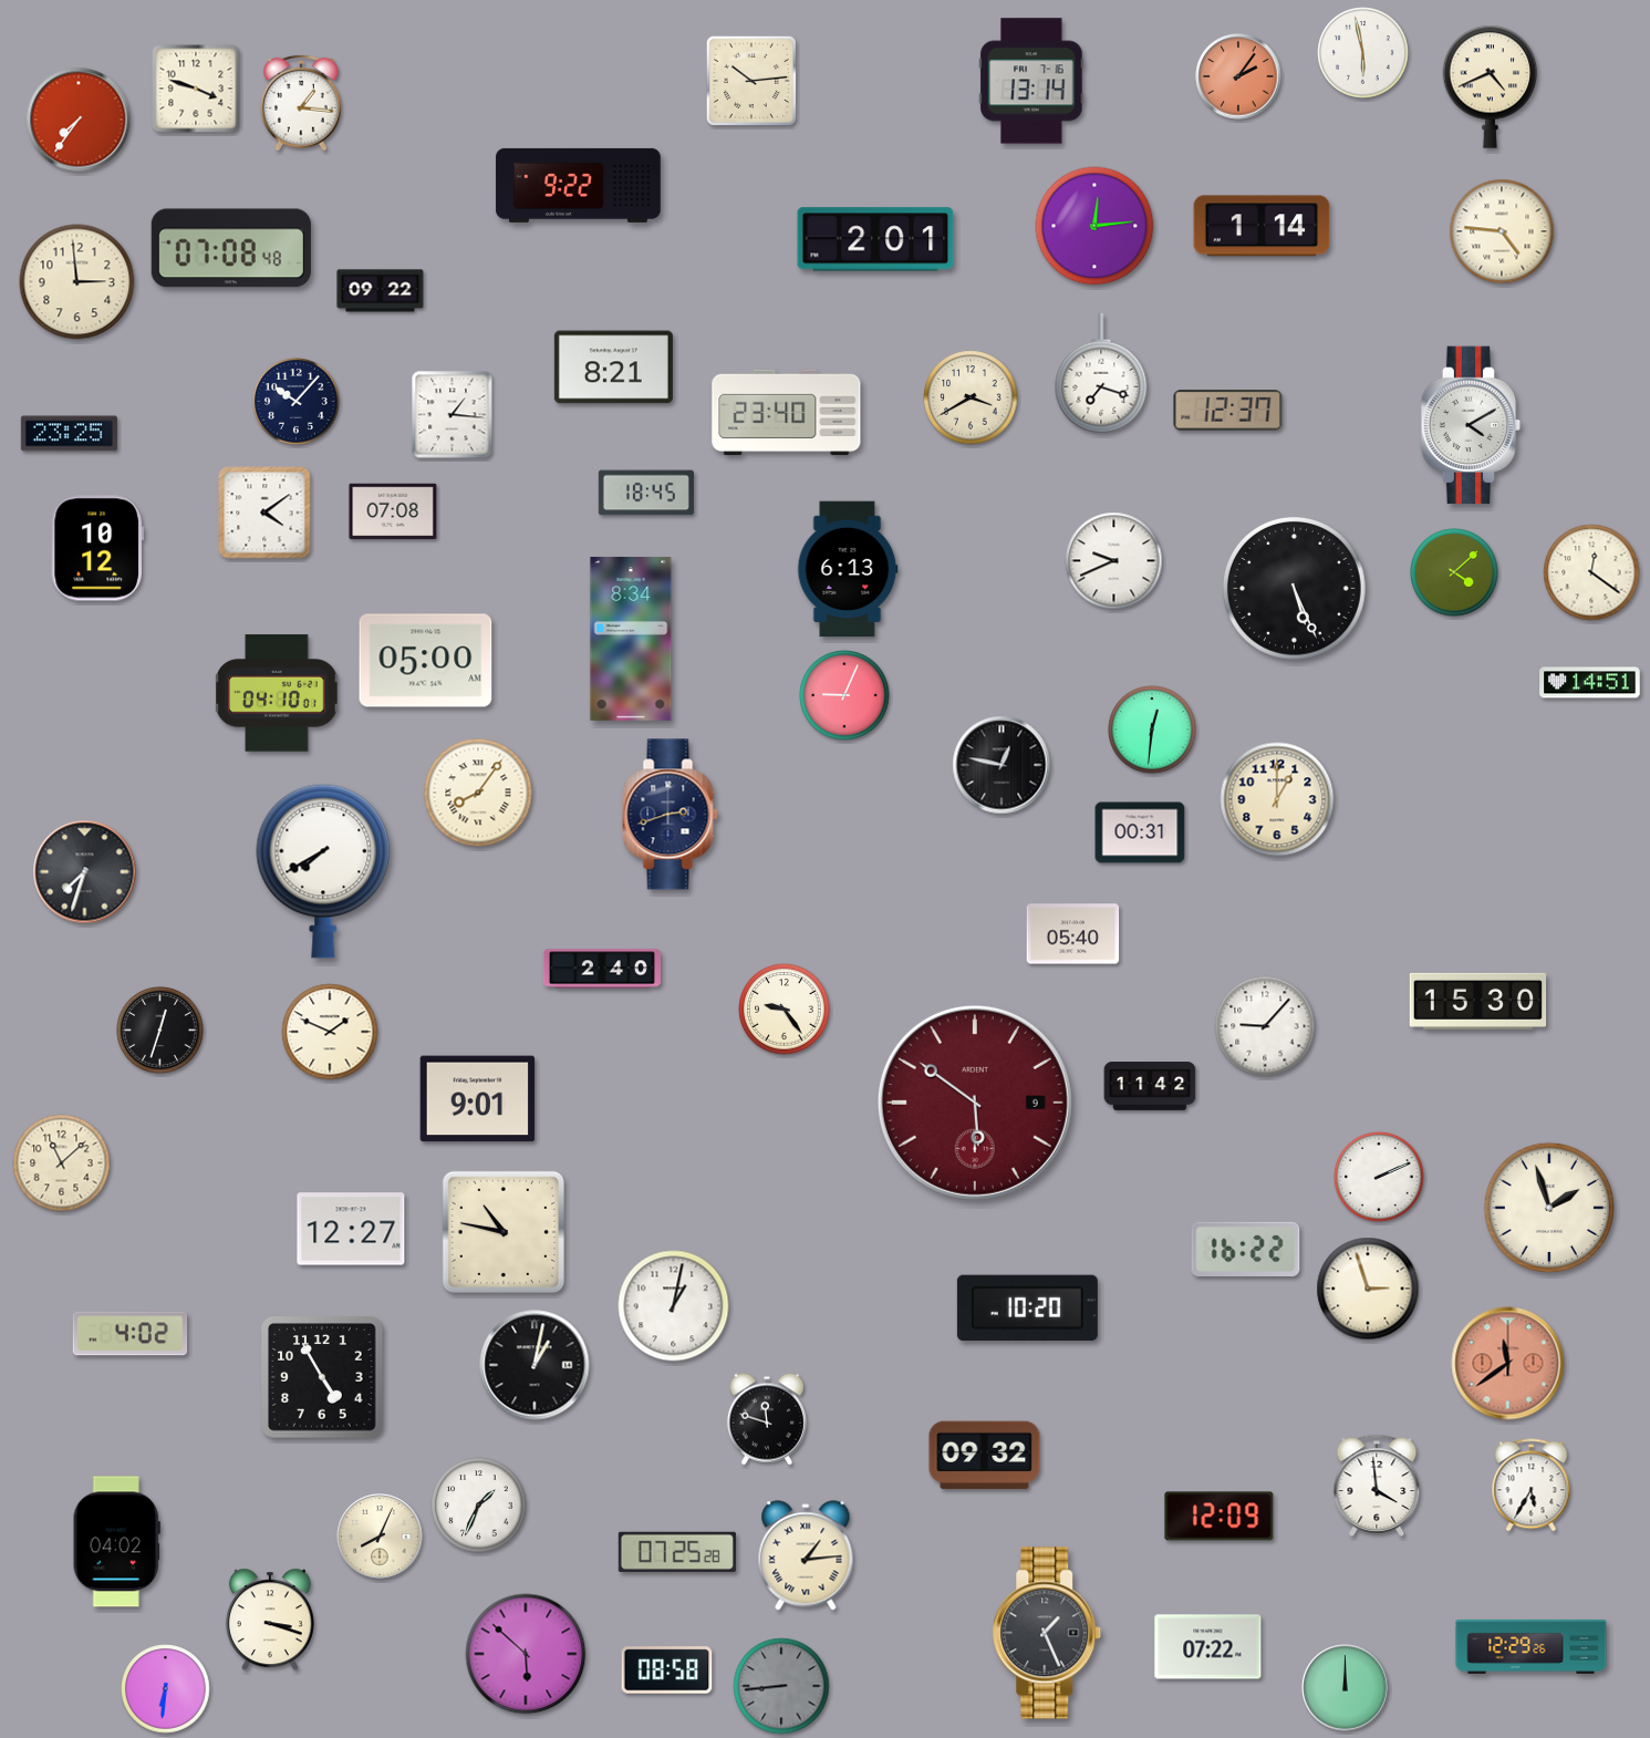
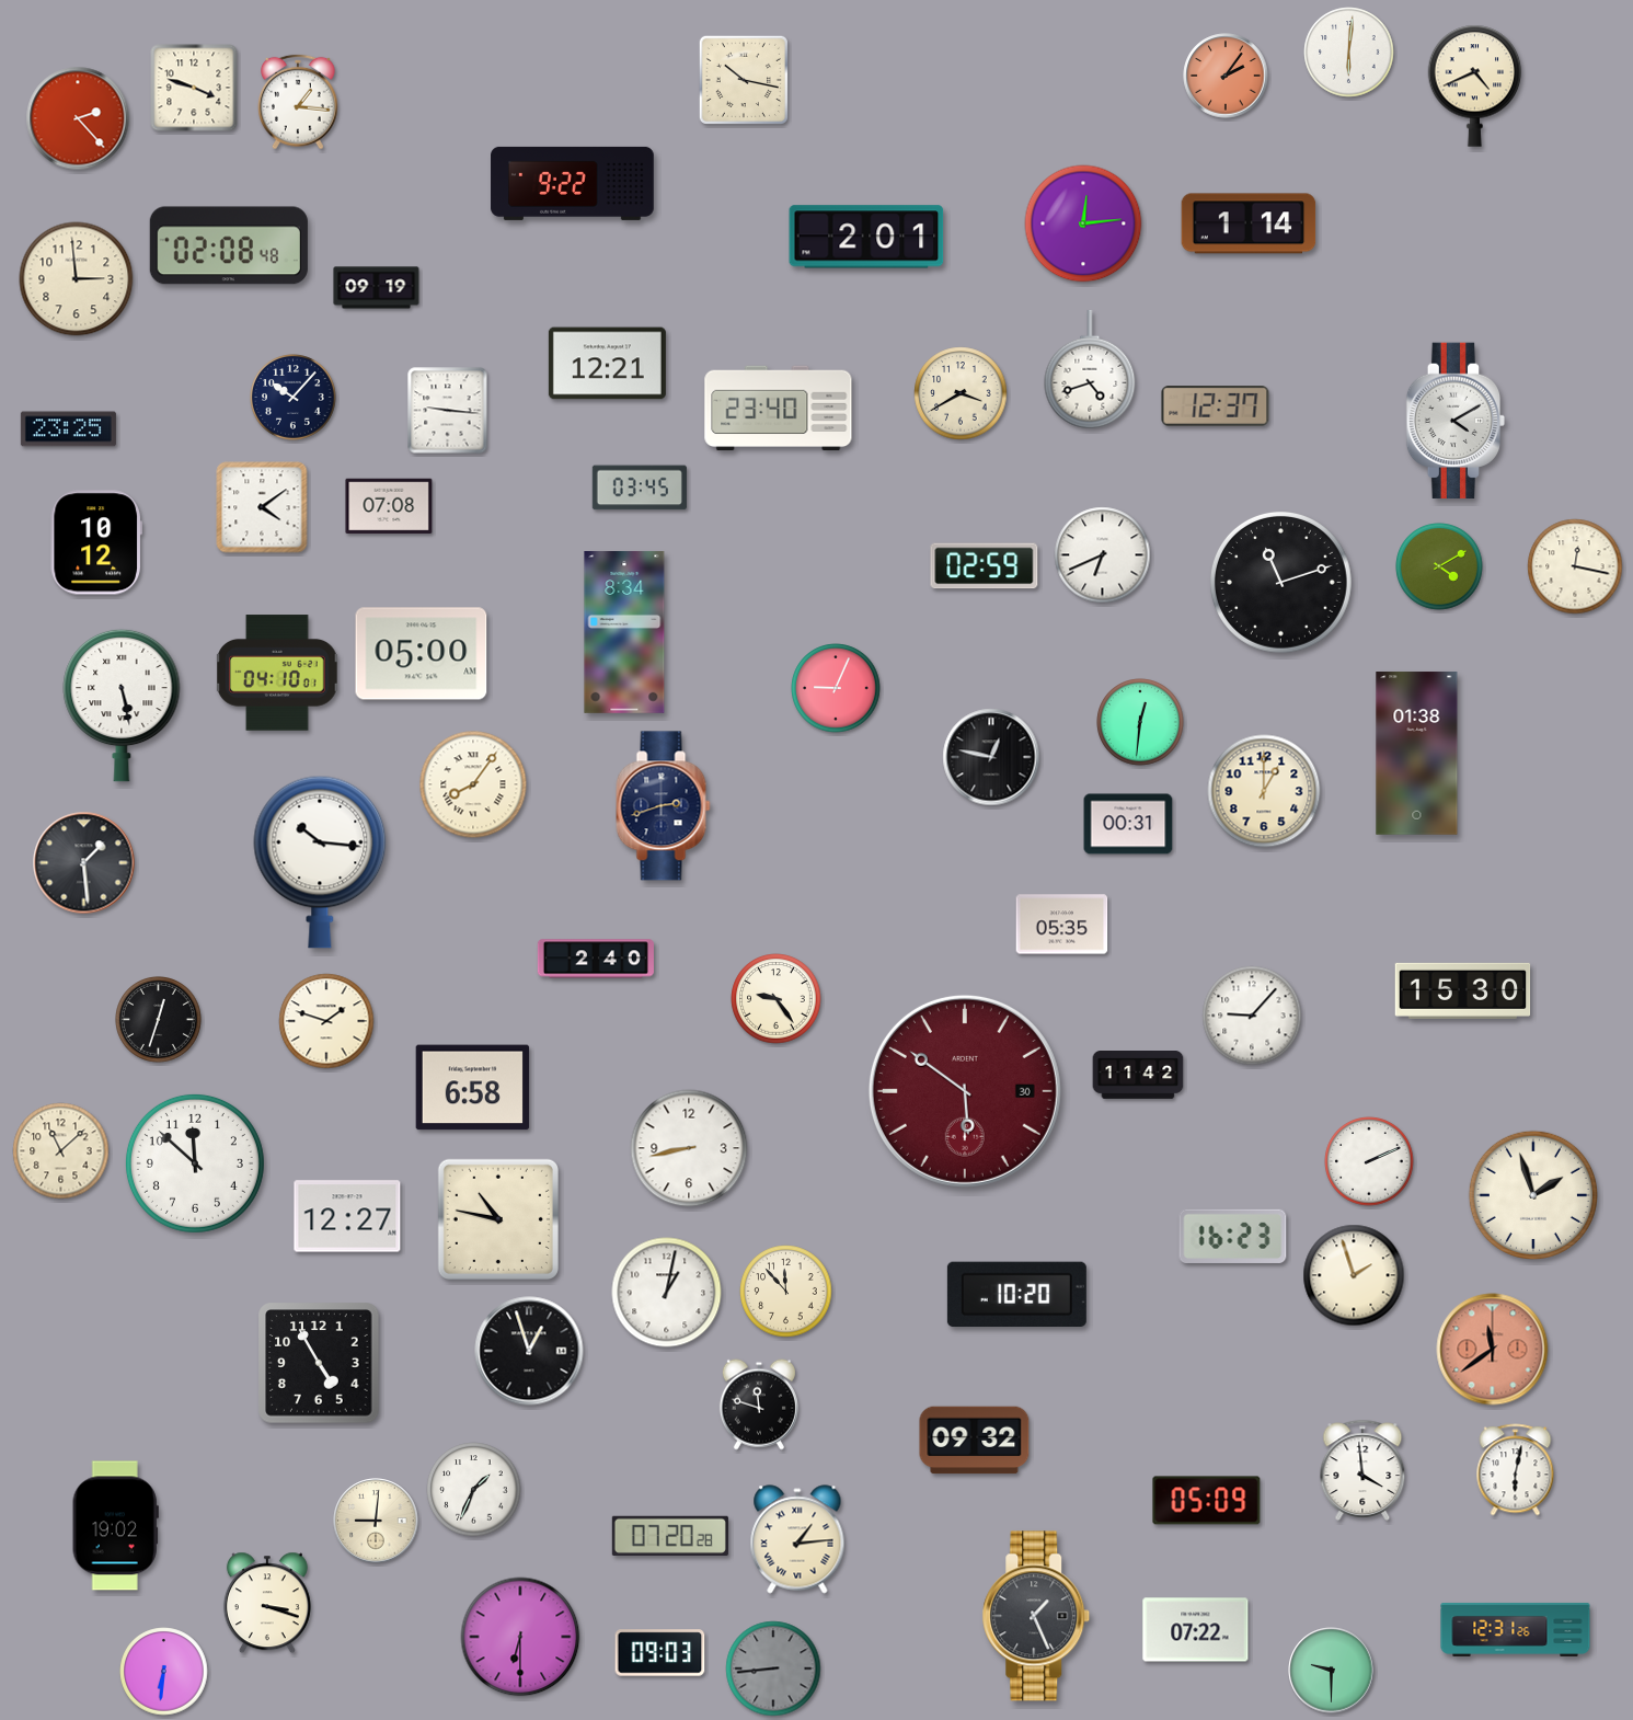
clock at (1363, 53): 5:58 -> 6:01
clock at (751, 81): 10:14 -> 10:17
clock at (1031, 81): 13:14 -> none
clock at (79, 120): 7:36 -> 2:23
clock at (1502, 231): 4:46 -> none
clock at (231, 248): 07:08 -> 02:08
clock at (381, 291): 09:22 -> 09:19
clock at (613, 368): 8:21 -> 12:21
clock at (1101, 373): 7:18 -> 4:42
clock at (453, 415): 1:16 -> 9:16
clock at (646, 493): 18:45 -> 03:45
clock at (1114, 561): 9:41 -> 6:41
clock at (848, 569): 6:13 -> none
clock at (985, 566): none -> 02:59
clock at (1454, 572): 4:08 -> 4:10
clock at (1591, 572): 12:21 -> 12:17
clock at (1294, 588): 5:26 -> 11:12
clock at (1590, 683): 14:51 -> none
clock at (277, 693) position: (277, 693) -> (277, 673)
clock at (122, 706): none -> 5:28
clock at (1417, 754): none -> 01:38
clock at (323, 871): 7:40 -> 10:16
clock at (85, 872): 7:33 -> 1:29
clock at (1073, 934): 05:40 -> 05:35
clock at (330, 1032): 1:49 -> 1:48
clock at (478, 1099): 9:01 -> 6:58
clock at (975, 1103) date: 9 -> 30
clock at (689, 1148): none -> 8:43
clock at (195, 1163): none -> 11:52
clock at (1379, 1177) position: (1379, 1177) -> (1369, 1161)
clock at (1246, 1249): 16:22 -> 16:23
clock at (1368, 1289): 2:57 -> 1:57
clock at (786, 1292): none -> 11:53
clock at (131, 1334): 4:02 -> none
clock at (535, 1365): 1:02 -> 12:57
clock at (1532, 1486): 5:35 -> 6:02
clock at (1220, 1517): 12:09 -> 05:09
clock at (380, 1537): 8:04 -> 9:01
clock at (116, 1542): 04:02 -> 19:02
clock at (677, 1552): 07:25 -> 07:20
clock at (1532, 1646): 12:29 -> 12:31
clock at (526, 1654): 5:52 -> 6:30
clock at (667, 1670): 08:58 -> 09:03
clock at (1346, 1688): 12:00 -> 9:30
